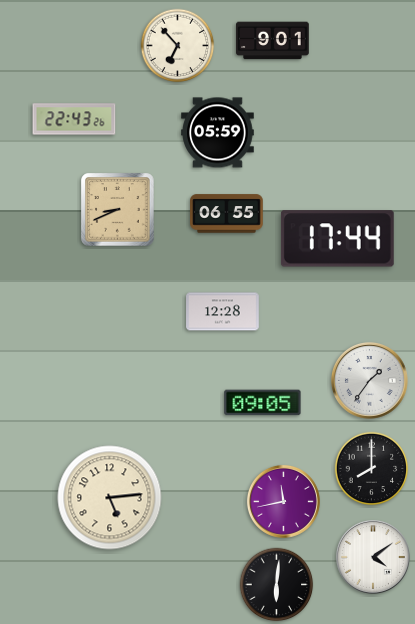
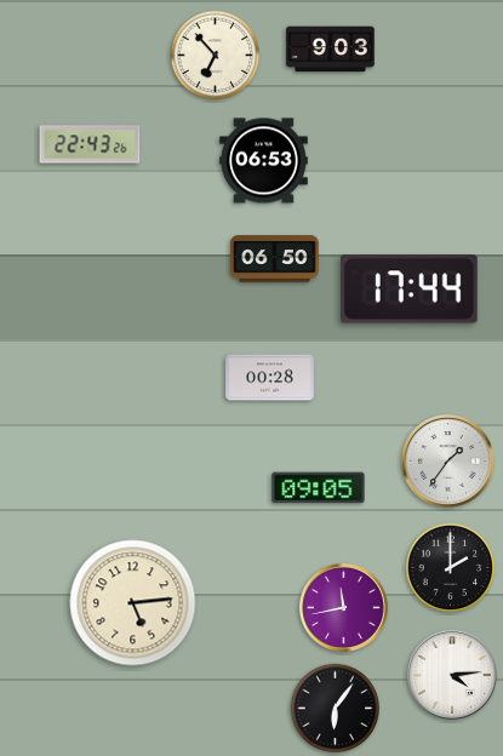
clock at (273, 41): 9:01 -> 9:03
clock at (218, 133): 05:59 -> 06:53
clock at (118, 210): 8:41 -> none
clock at (227, 214): 06:55 -> 06:50
clock at (223, 312): 12:28 -> 00:28
clock at (372, 469): 8:00 -> 2:00
clock at (373, 557): 4:09 -> 4:14
clock at (277, 585): 6:01 -> 6:06
